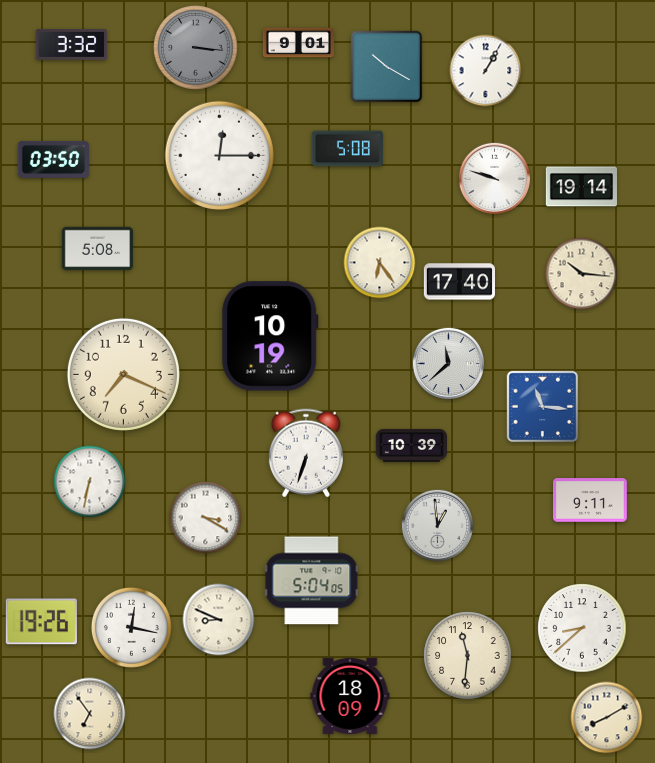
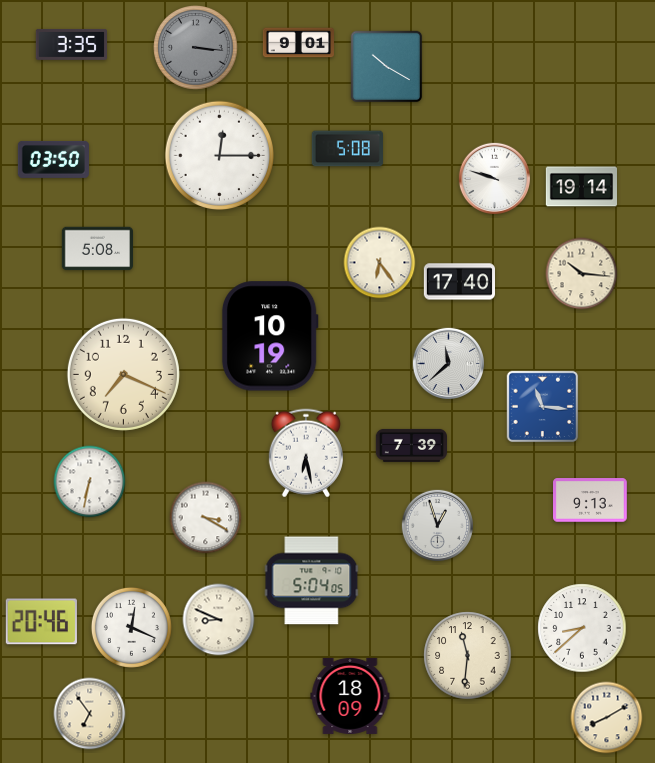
clock at (71, 44): 3:32 -> 3:35
clock at (486, 71): 1:05 -> none
clock at (411, 445): 10:39 -> 7:39
clock at (306, 453): 6:33 -> 6:28
clock at (591, 500): 9:11 -> 9:13
clock at (437, 525): 12:59 -> 12:57
clock at (41, 622): 19:26 -> 20:46
clock at (131, 627): 12:17 -> 12:19
